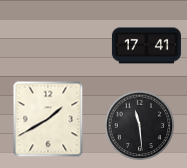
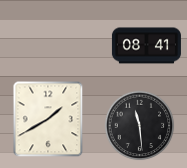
clock at (146, 46): 17:41 -> 08:41
